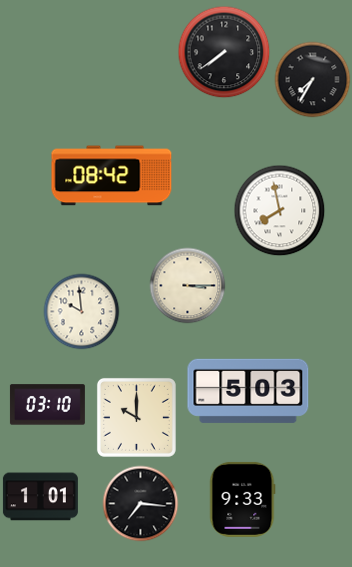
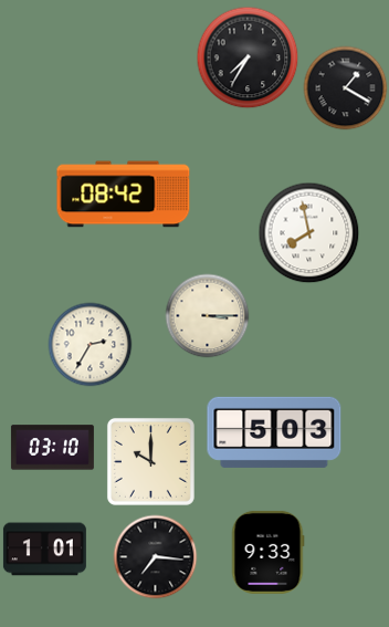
clock at (224, 52): 7:39 -> 7:35
clock at (313, 80): 7:35 -> 1:20
clock at (82, 312): 9:59 -> 2:35
